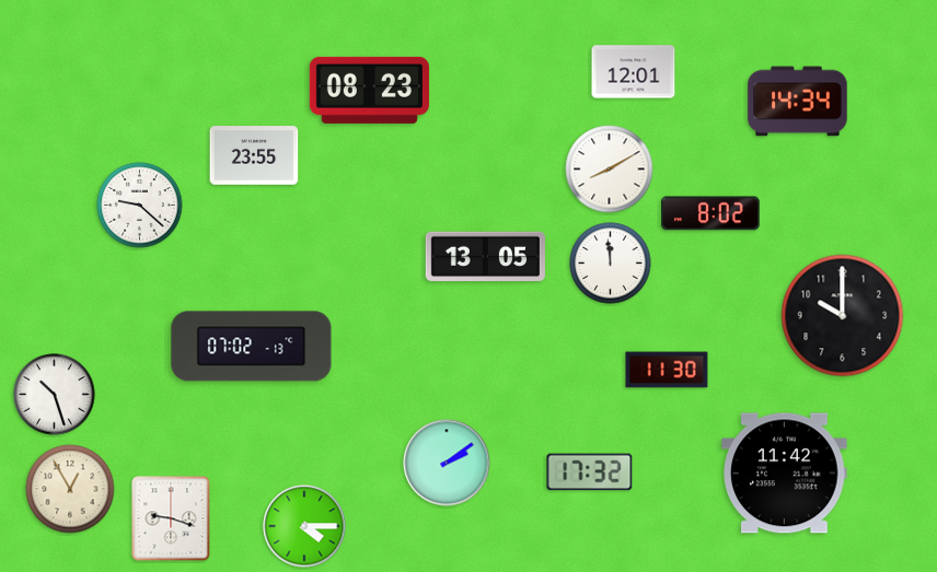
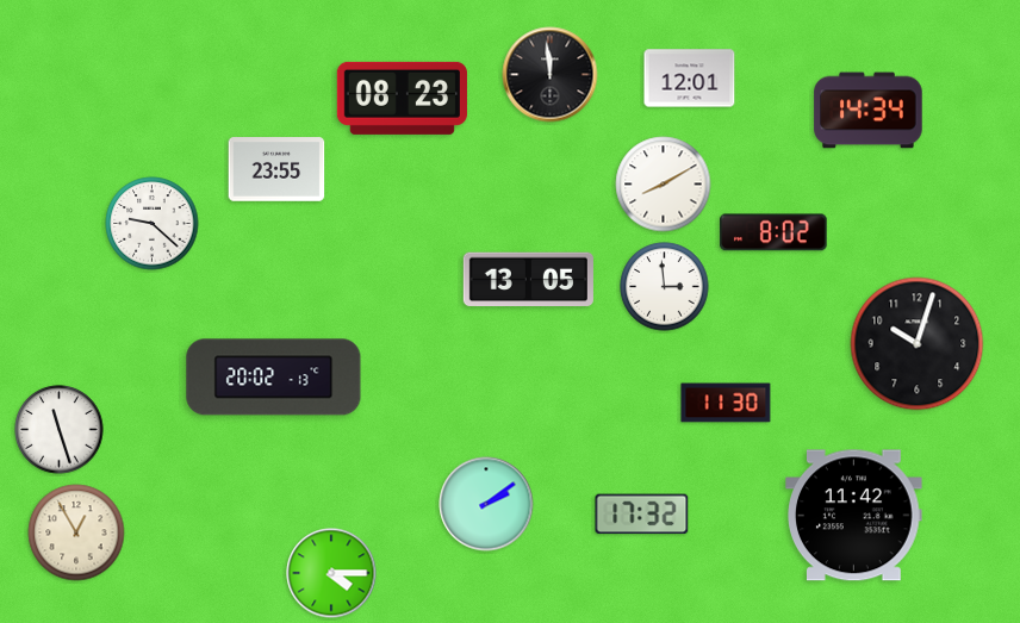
clock at (551, 75): none -> 11:59
clock at (611, 264): 11:59 -> 2:59
clock at (843, 316): 10:00 -> 10:03
clock at (252, 347): 07:02 -> 20:02
clock at (55, 395): 10:27 -> 11:27
clock at (171, 518): 9:18 -> none
